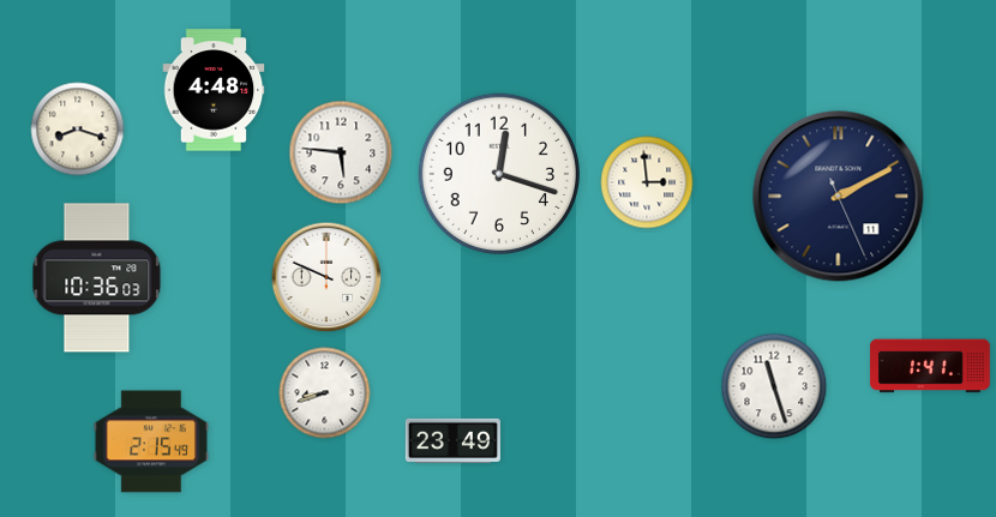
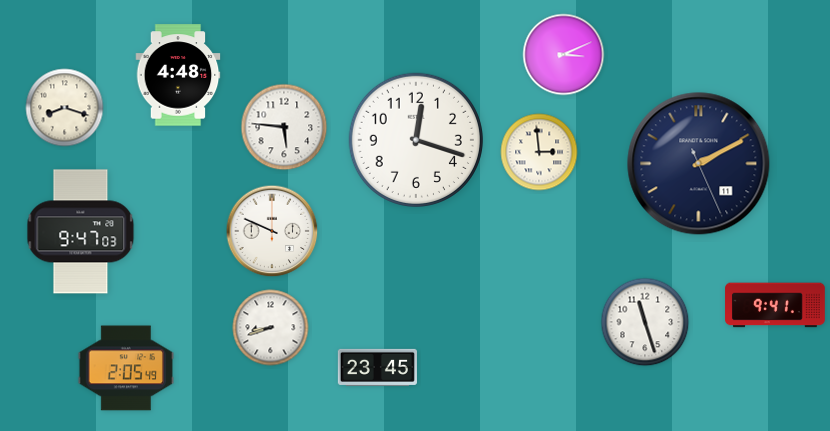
clock at (564, 55): none -> 3:11
clock at (498, 173) position: (498, 173) -> (415, 139)
clock at (97, 278): 10:36 -> 9:47
clock at (930, 366): 1:41 -> 9:41
clock at (452, 440): 23:49 -> 23:45
clock at (150, 441): 2:15 -> 2:05
